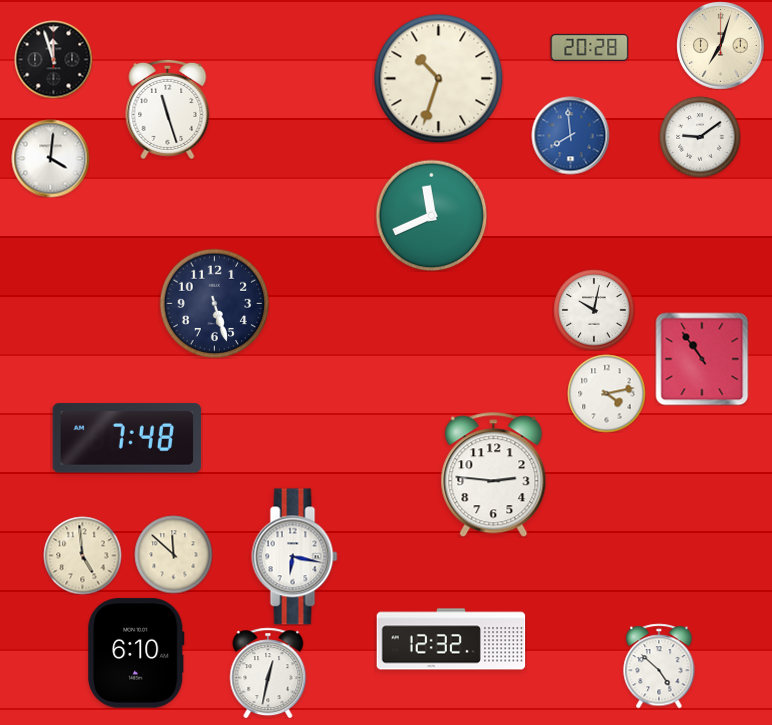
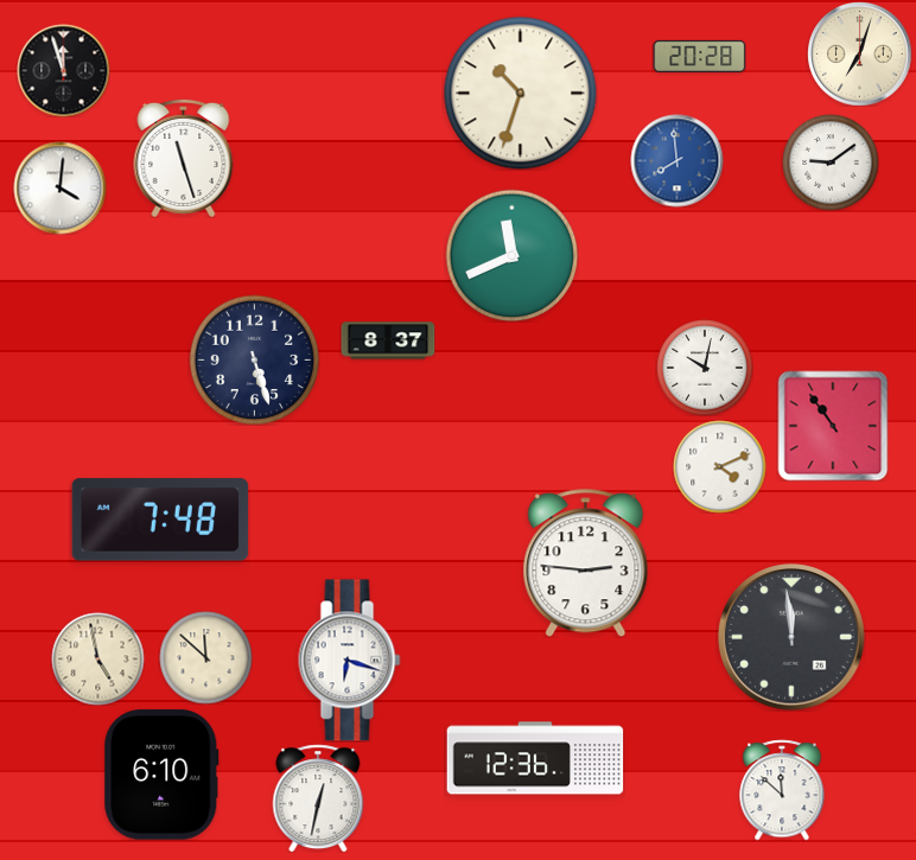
clock at (720, 45) position: (720, 45) -> (859, 53)
clock at (168, 109) position: (168, 109) -> (184, 158)
clock at (388, 340): none -> 8:37
clock at (606, 393): 4:13 -> 4:11
clock at (127, 438) position: (127, 438) -> (160, 520)
clock at (791, 637): none -> 11:59
clock at (82, 555): 4:59 -> 4:58
clock at (295, 557): 6:17 -> 6:18
clock at (451, 639): 12:32 -> 12:36
clock at (659, 666): 4:52 -> 11:52
